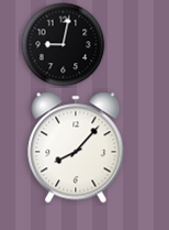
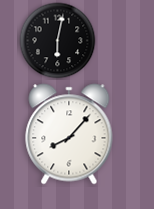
clock at (64, 45): 9:02 -> 6:02
